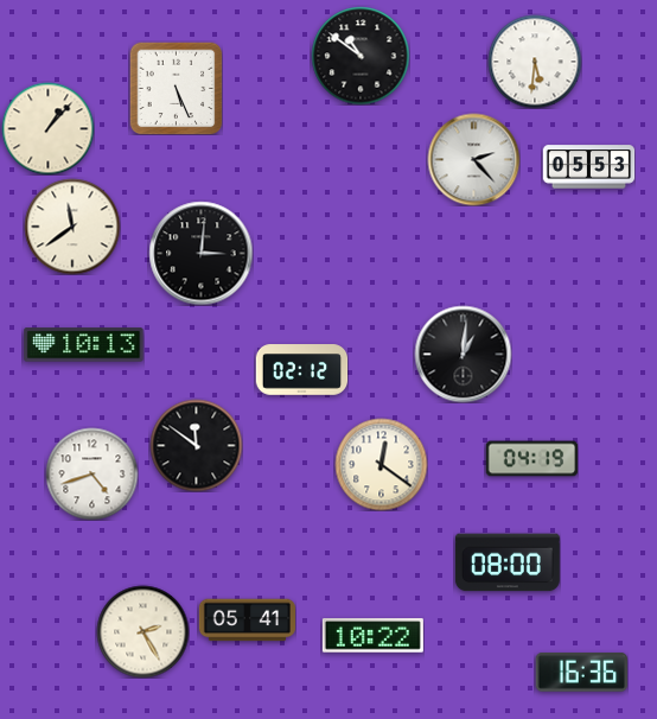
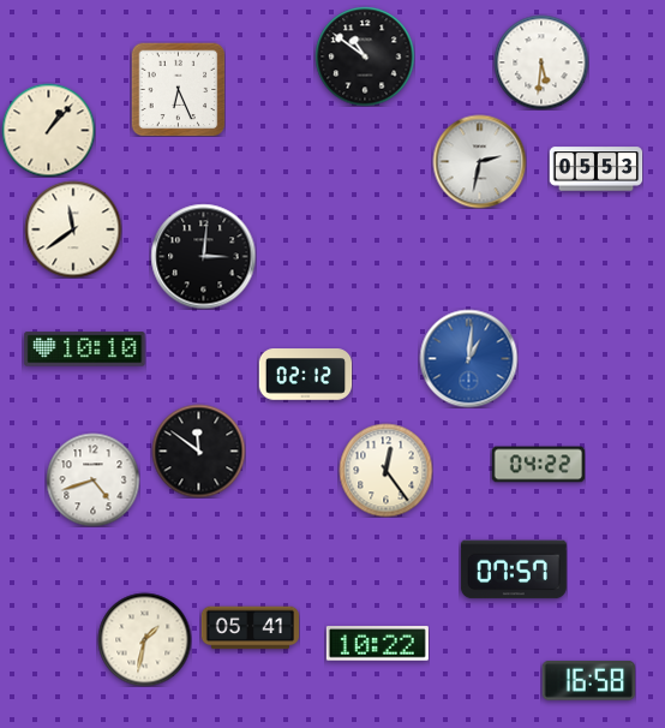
clock at (176, 88): 5:26 -> 6:26
clock at (473, 159): 2:23 -> 2:32
clock at (84, 345): 10:13 -> 10:10
clock at (463, 354) dial: black -> blue
clock at (531, 459): 04:19 -> 04:22
clock at (381, 464): 12:21 -> 12:24
clock at (508, 562): 08:00 -> 07:57
clock at (142, 631): 2:25 -> 1:32
clock at (581, 673): 16:36 -> 16:58
